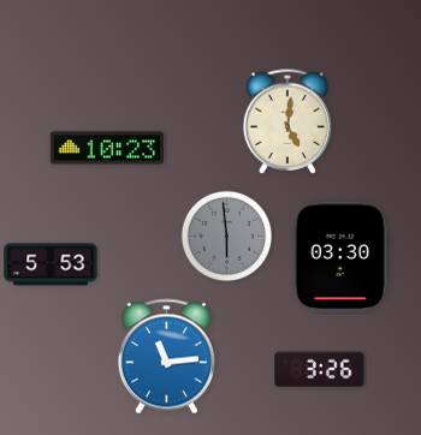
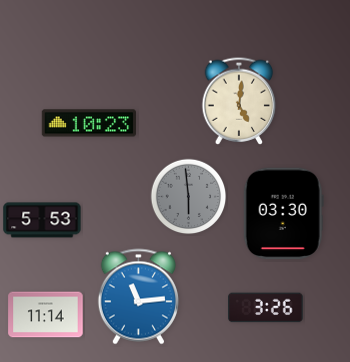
clock at (46, 315): none -> 11:14
